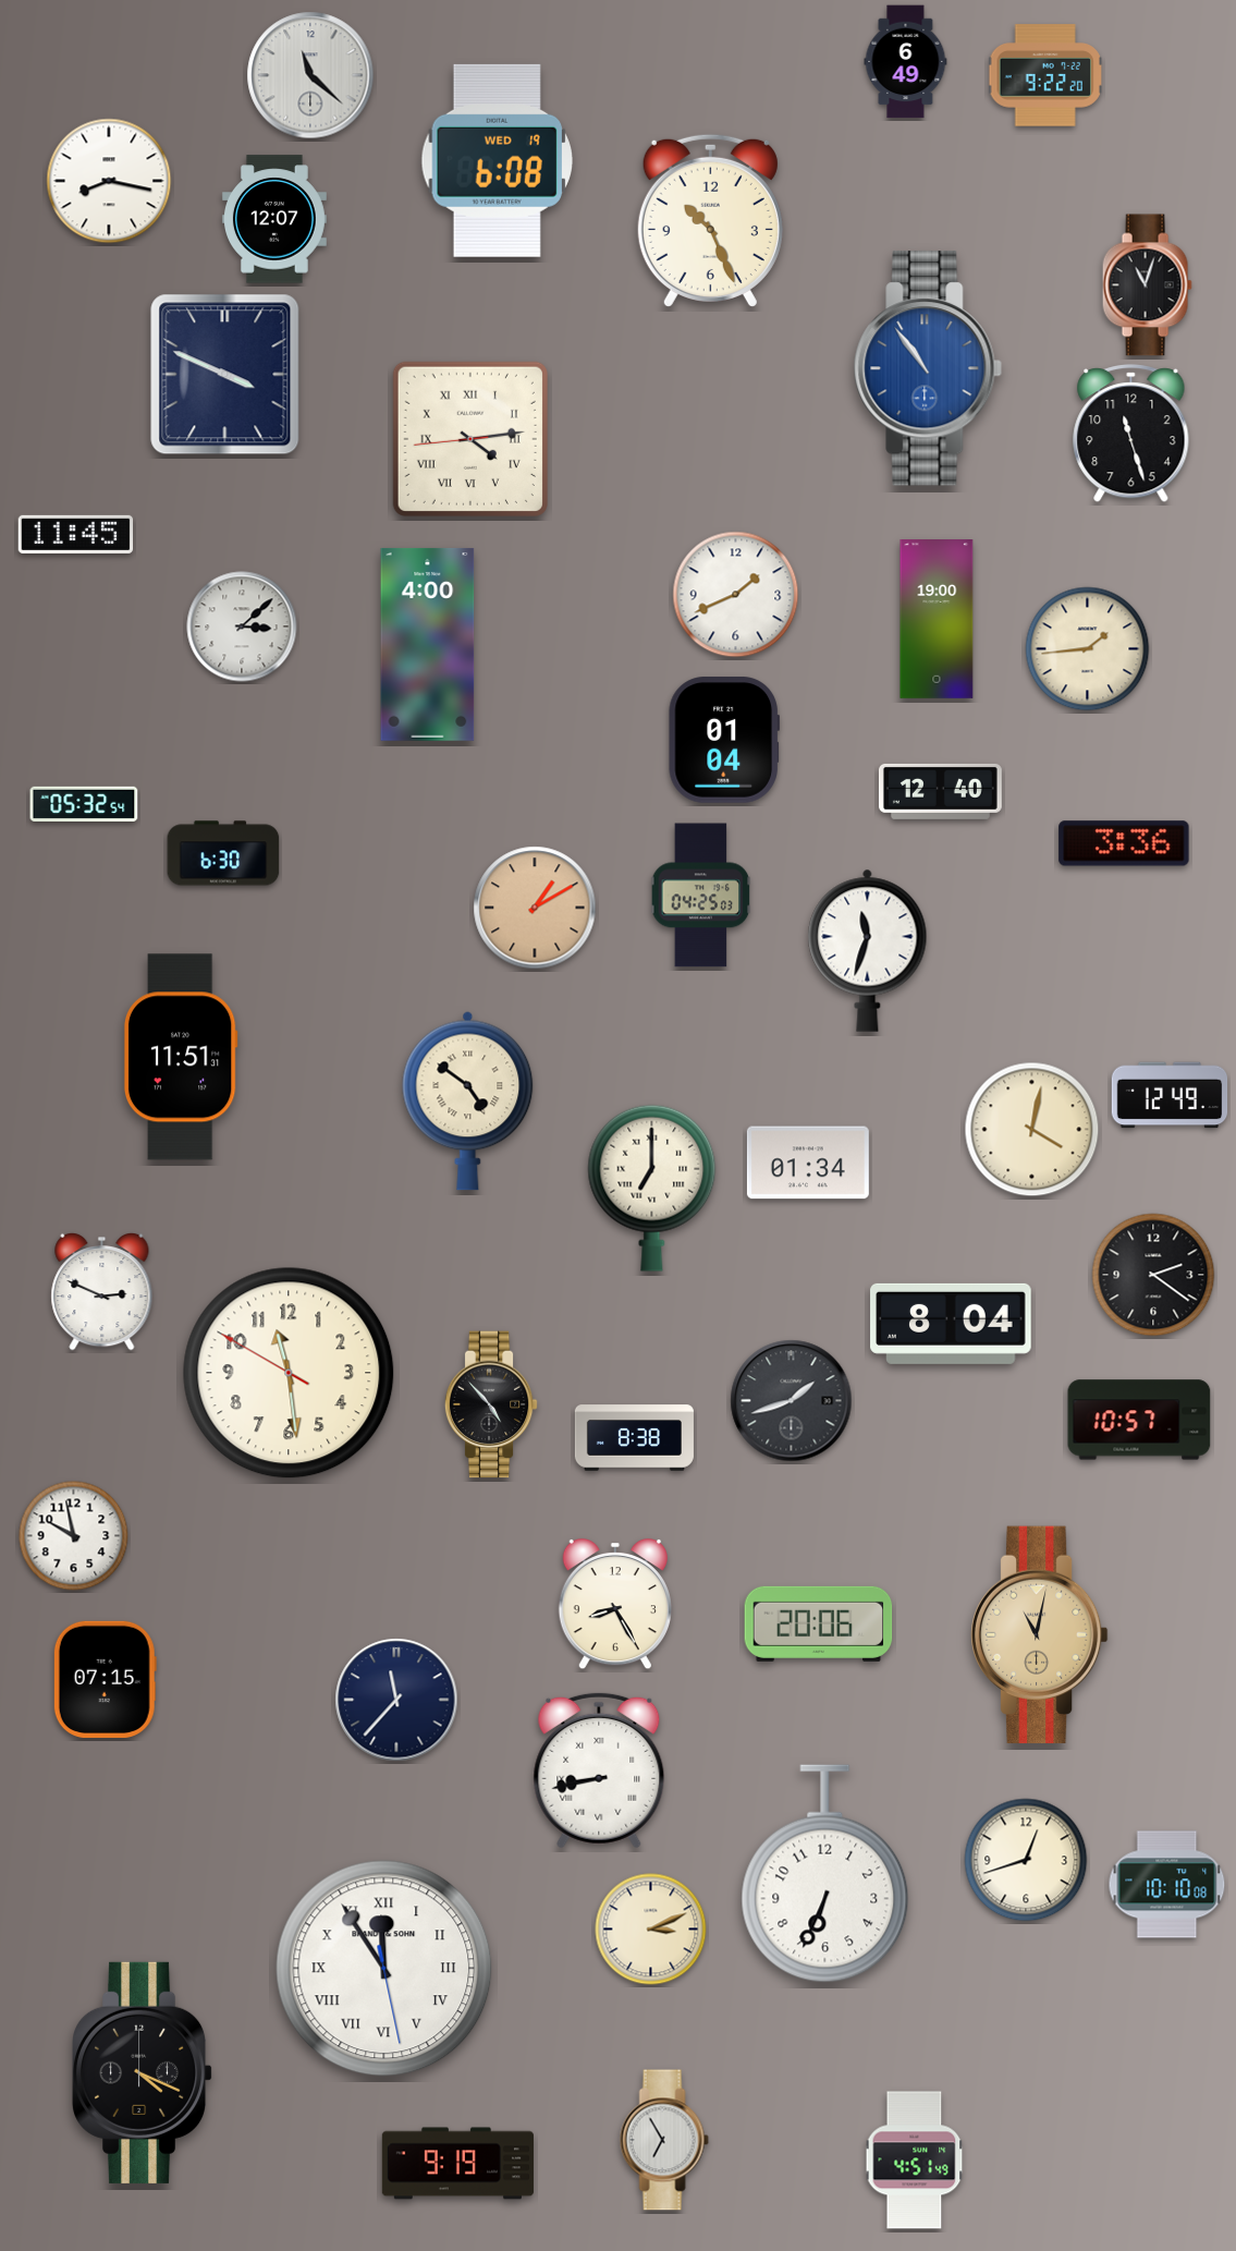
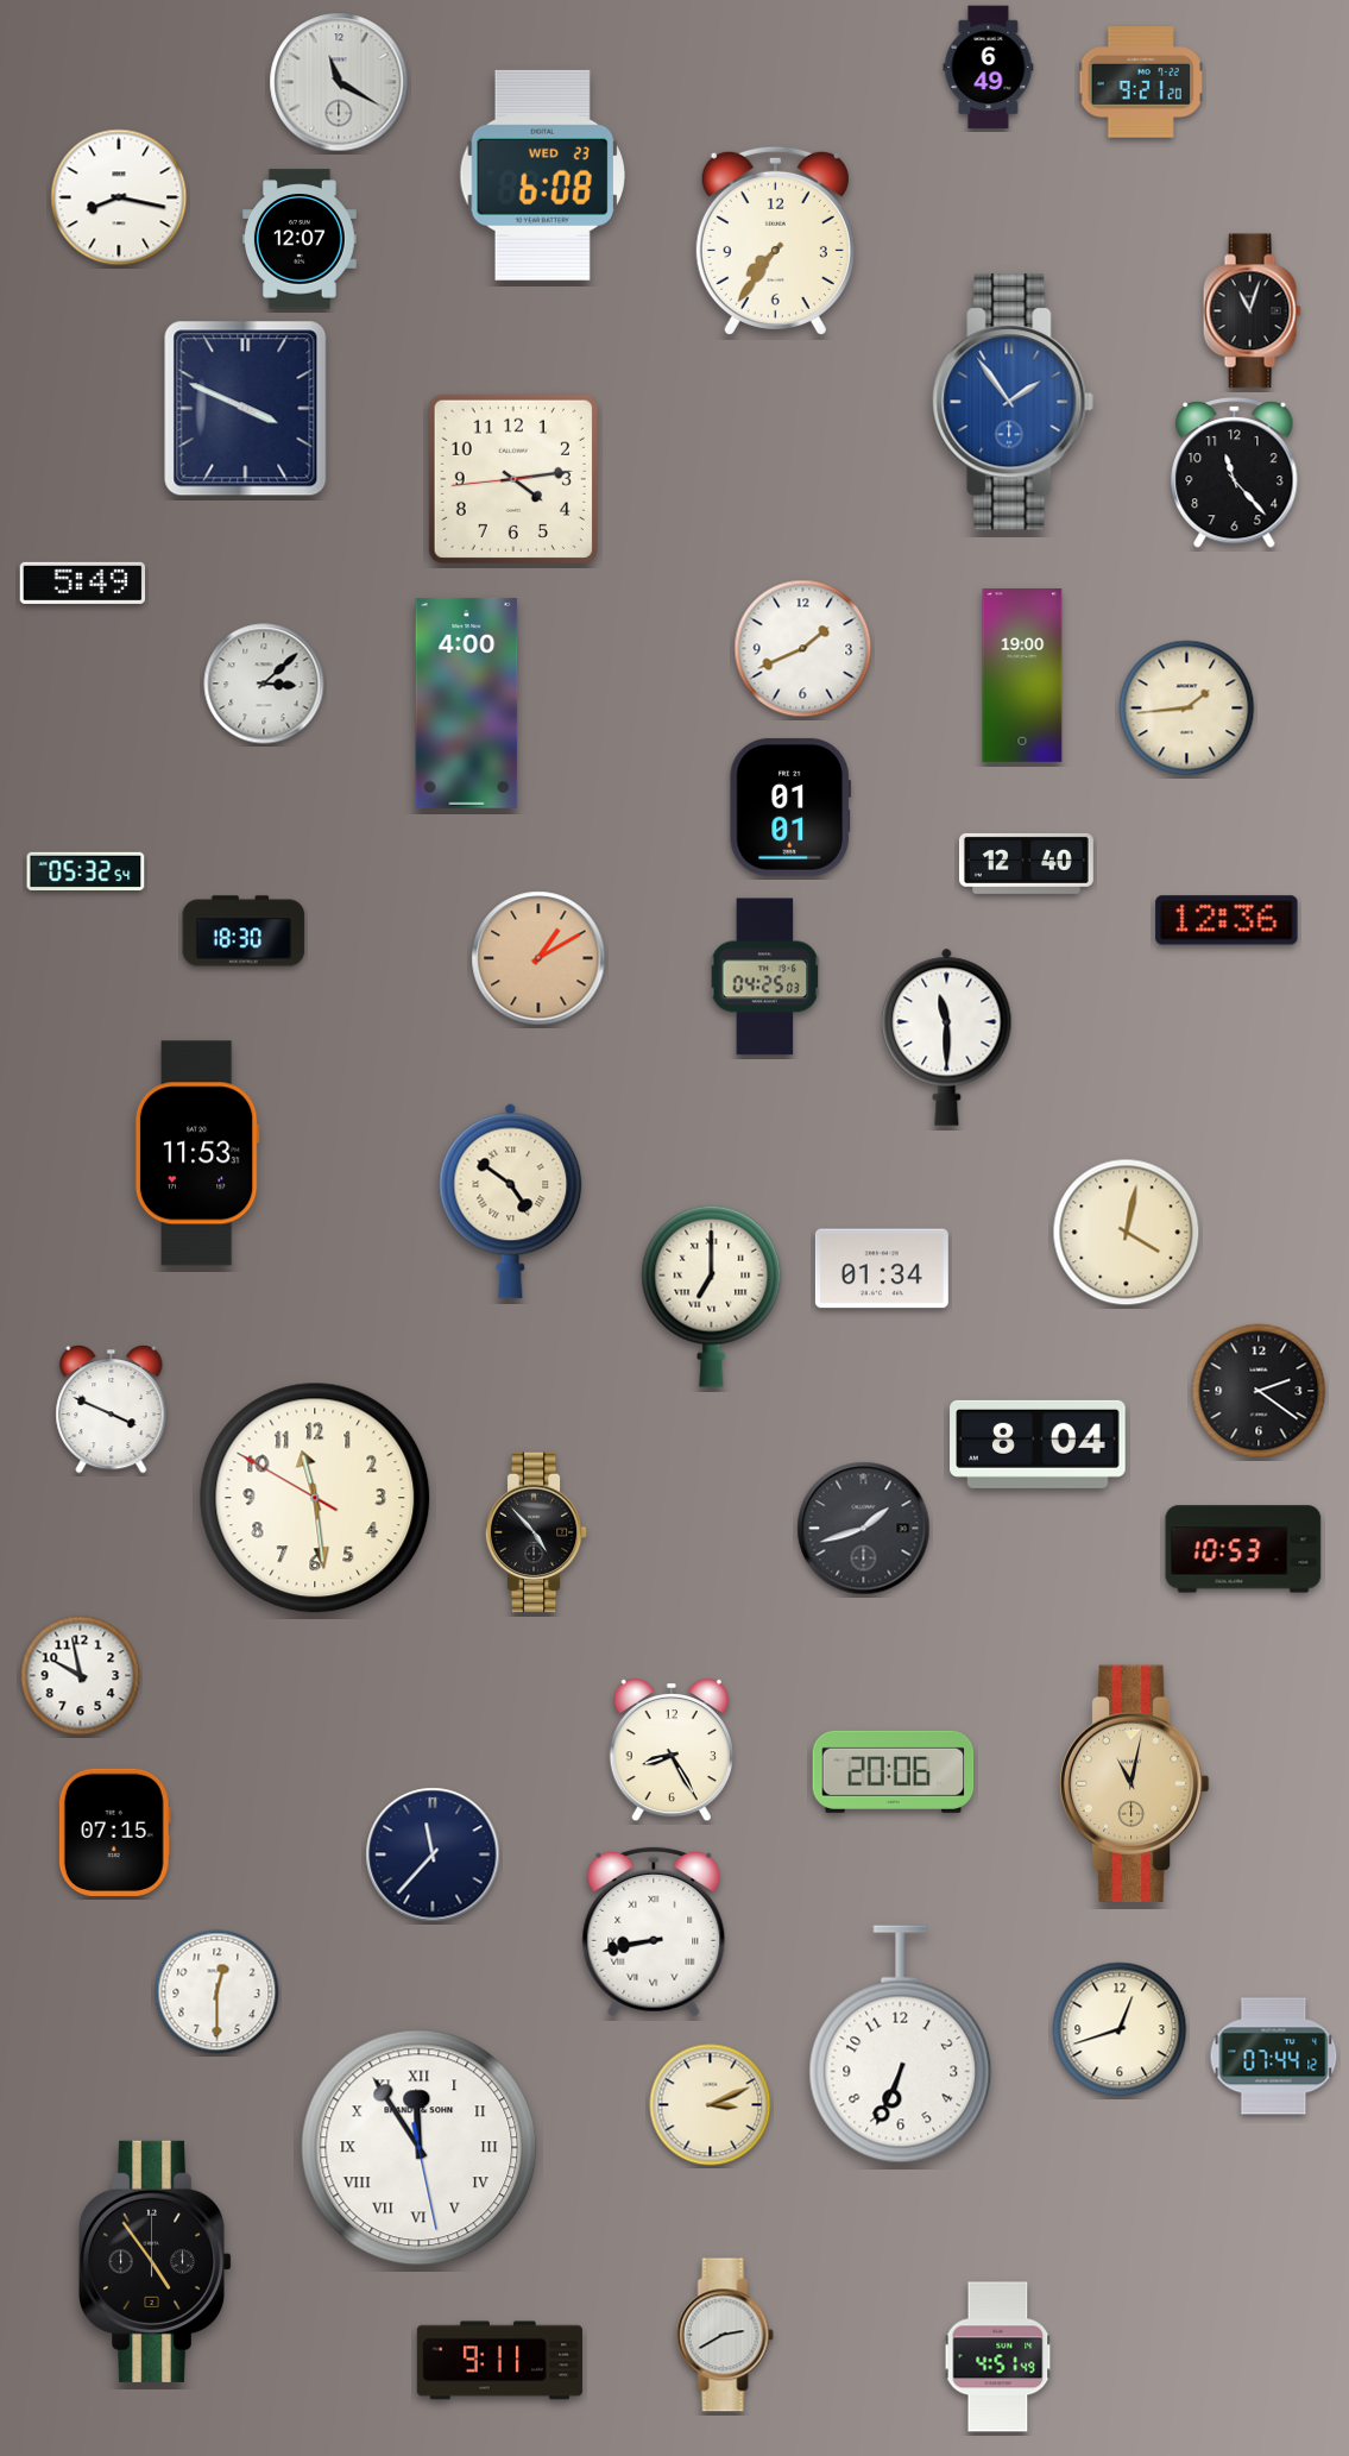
clock at (310, 75): 11:22 -> 11:20
clock at (1045, 75): 9:22 -> 9:21
clock at (497, 160) date: WED 19 -> WED 23
clock at (710, 220): 10:26 -> 7:36
clock at (928, 368): 10:54 -> 1:54
clock at (1131, 434): 11:27 -> 11:23
clock at (470, 439) numerals: Roman -> Arabic
clock at (76, 534): 11:45 -> 5:49
clock at (724, 740): 01:04 -> 01:01
clock at (84, 804) position: (84, 804) -> (86, 871)
clock at (1124, 843): 3:36 -> 12:36
clock at (223, 853): 6:30 -> 18:30
clock at (535, 908) position: (535, 908) -> (538, 958)
clock at (868, 950): 11:33 -> 11:30
clock at (181, 1057): 11:51 -> 11:53
clock at (1170, 1095): 12:49 -> none
clock at (102, 1291): 2:49 -> 3:49
clock at (1139, 1420): 10:57 -> 10:53
clock at (634, 1438): 8:38 -> none
clock at (218, 1992): none -> 12:30
clock at (1167, 1885): 10:10 -> 07:44
clock at (144, 2072): 4:19 -> 4:54
clock at (664, 2140): 6:55 -> 2:40
clock at (457, 2164): 9:19 -> 9:11
